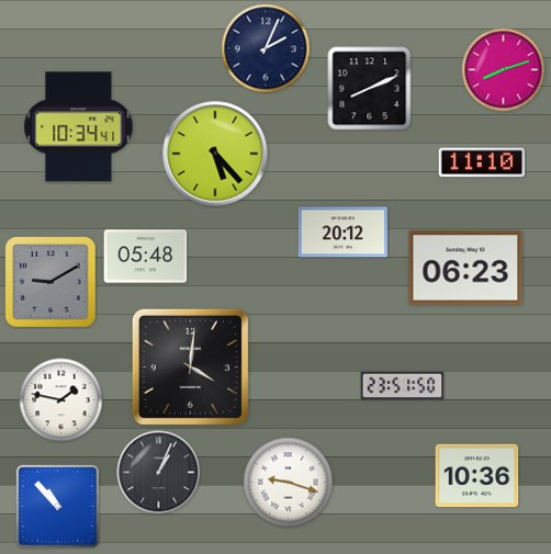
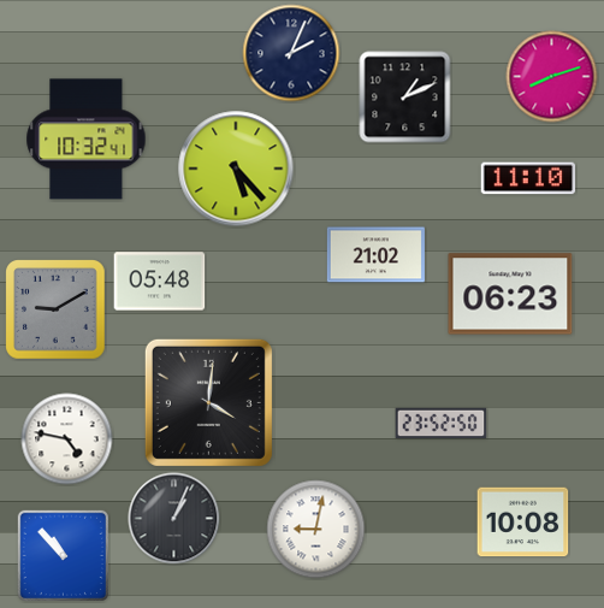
clock at (370, 89): 8:11 -> 1:11
clock at (79, 127): 10:34 -> 10:32
clock at (342, 233): 20:12 -> 21:02
clock at (403, 386): 23:51 -> 23:52
clock at (61, 400): 1:47 -> 4:47
clock at (477, 476): 10:36 -> 10:08
clock at (289, 483): 9:18 -> 9:02
